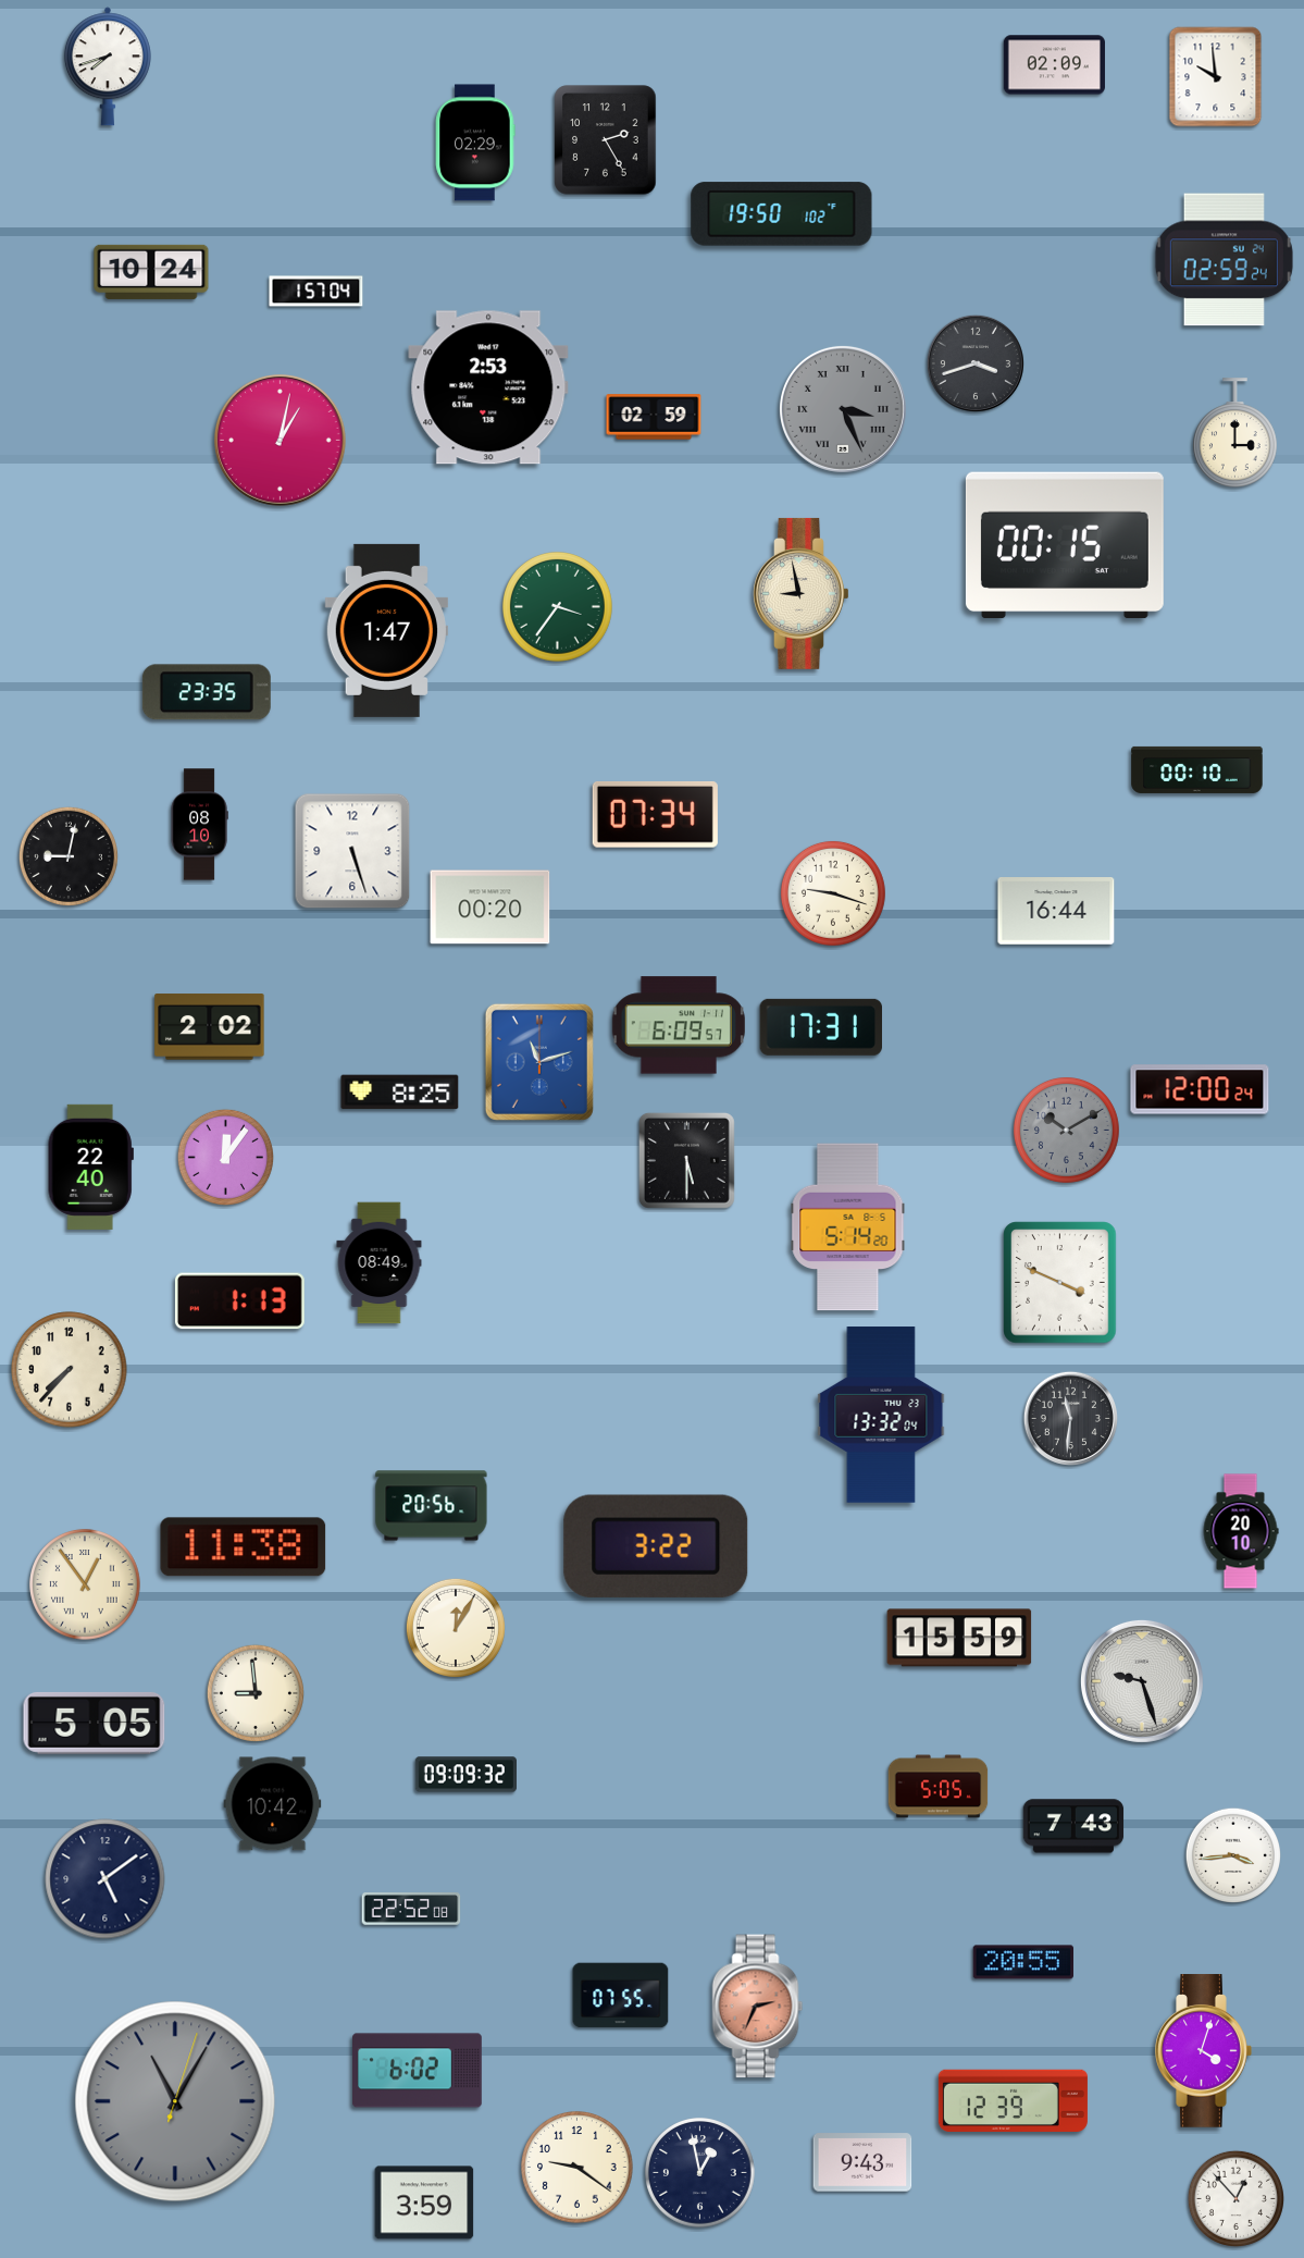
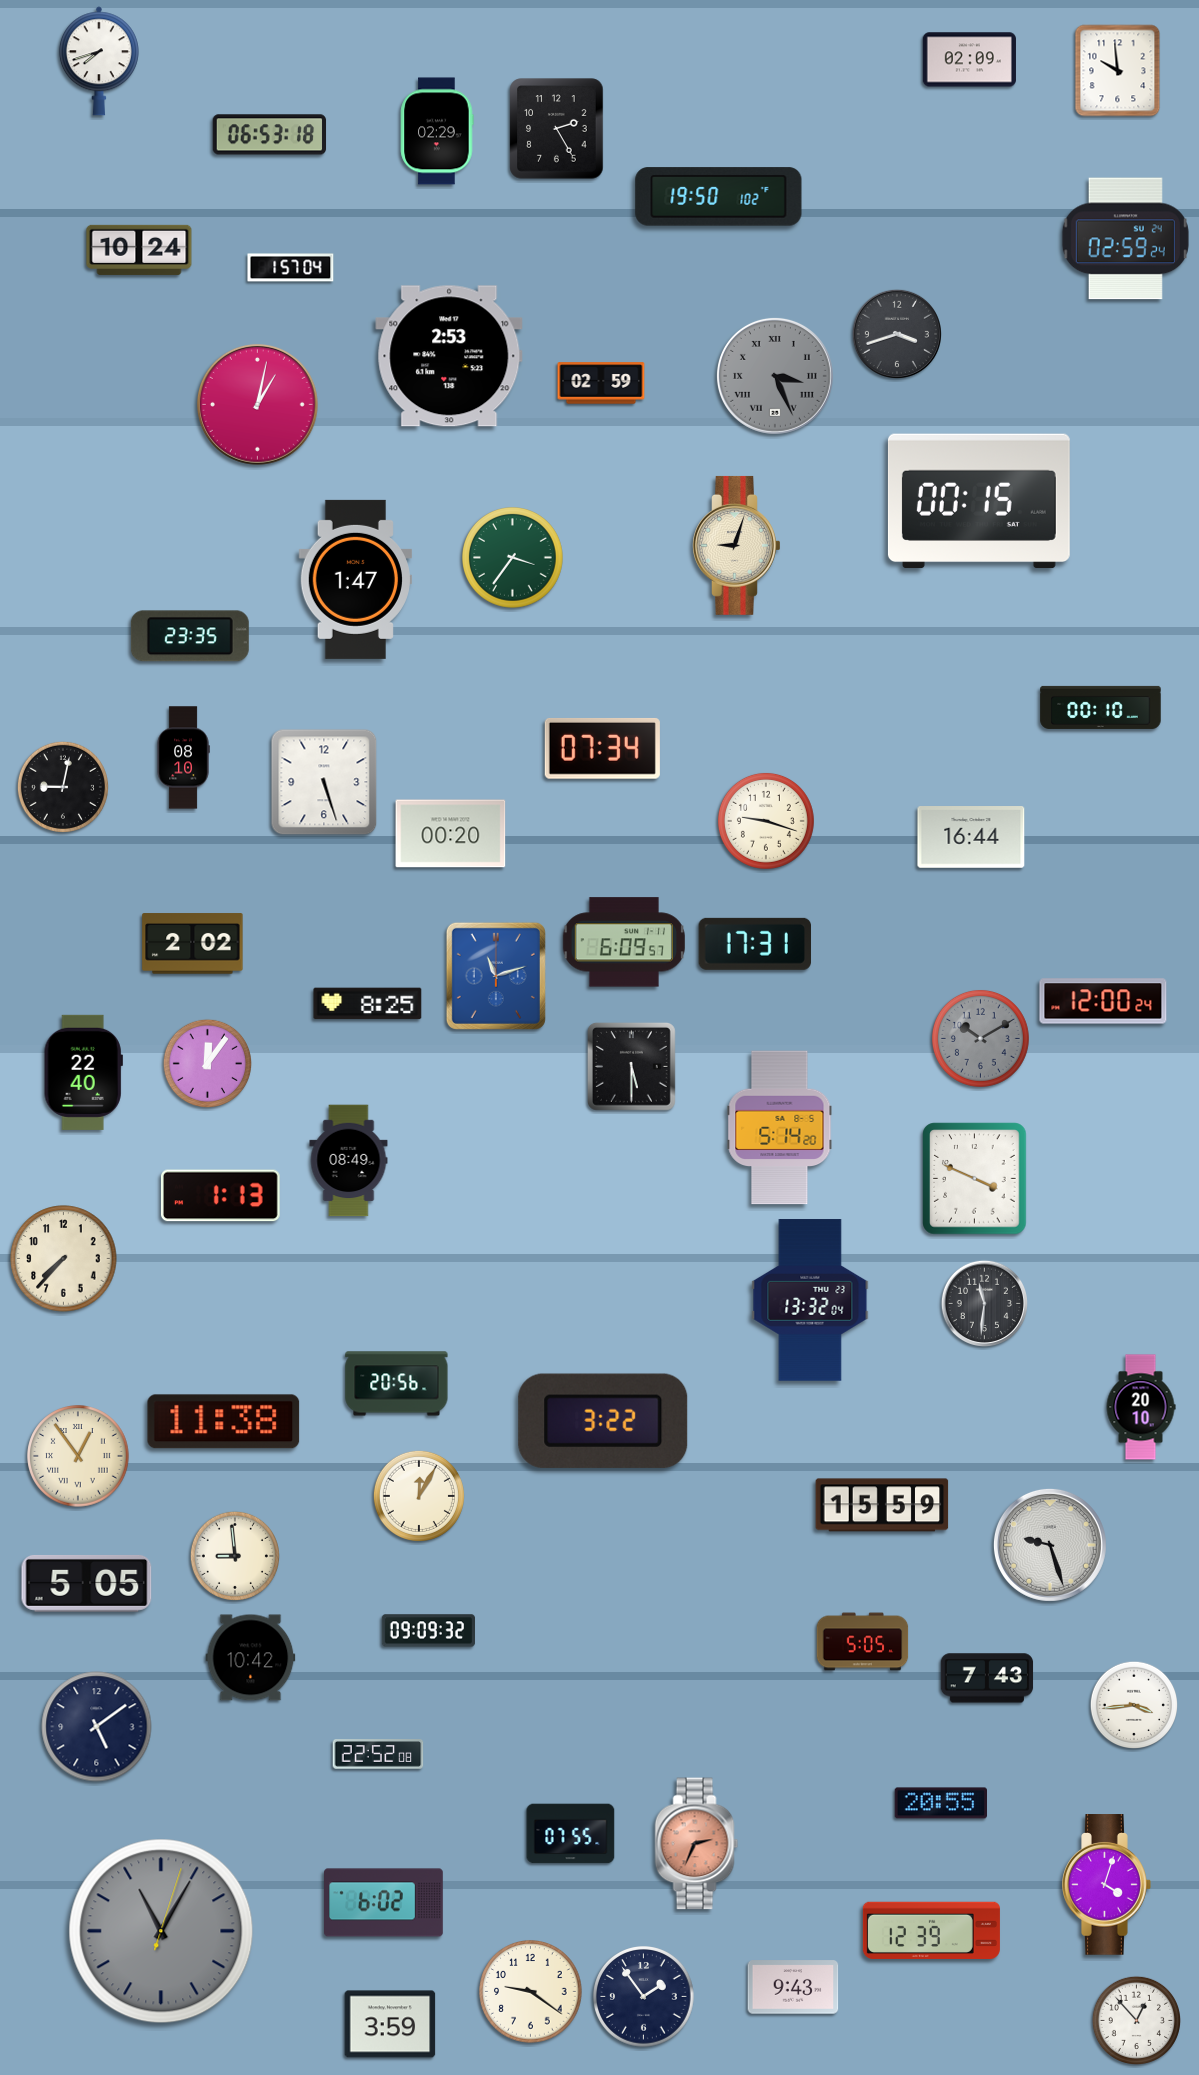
clock at (270, 135): none -> 06:53
clock at (1235, 433): 3:00 -> none
clock at (802, 593): 8:58 -> 9:03
clock at (700, 2173): 12:58 -> 1:54
